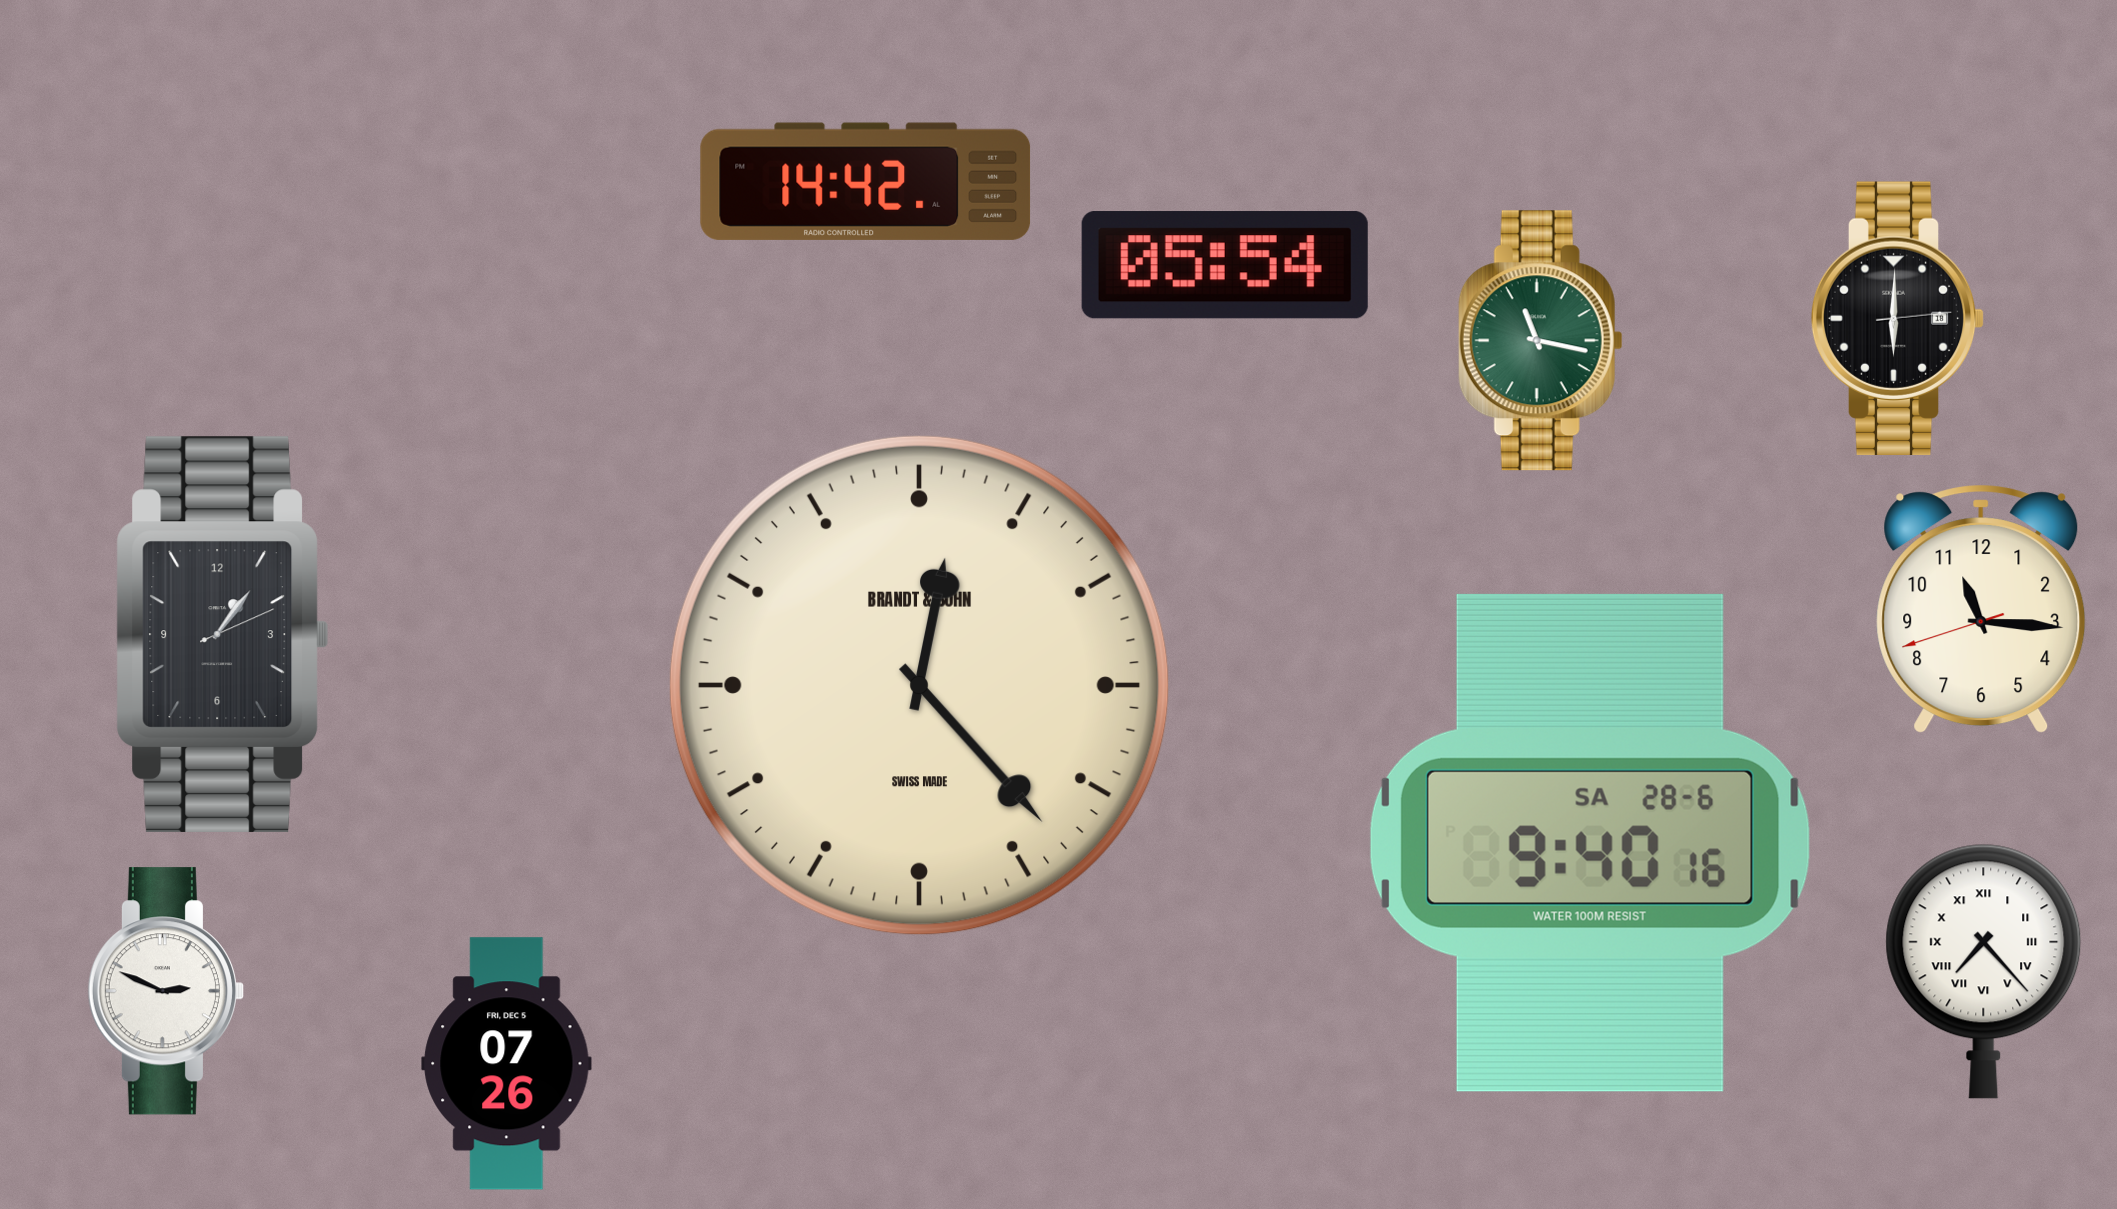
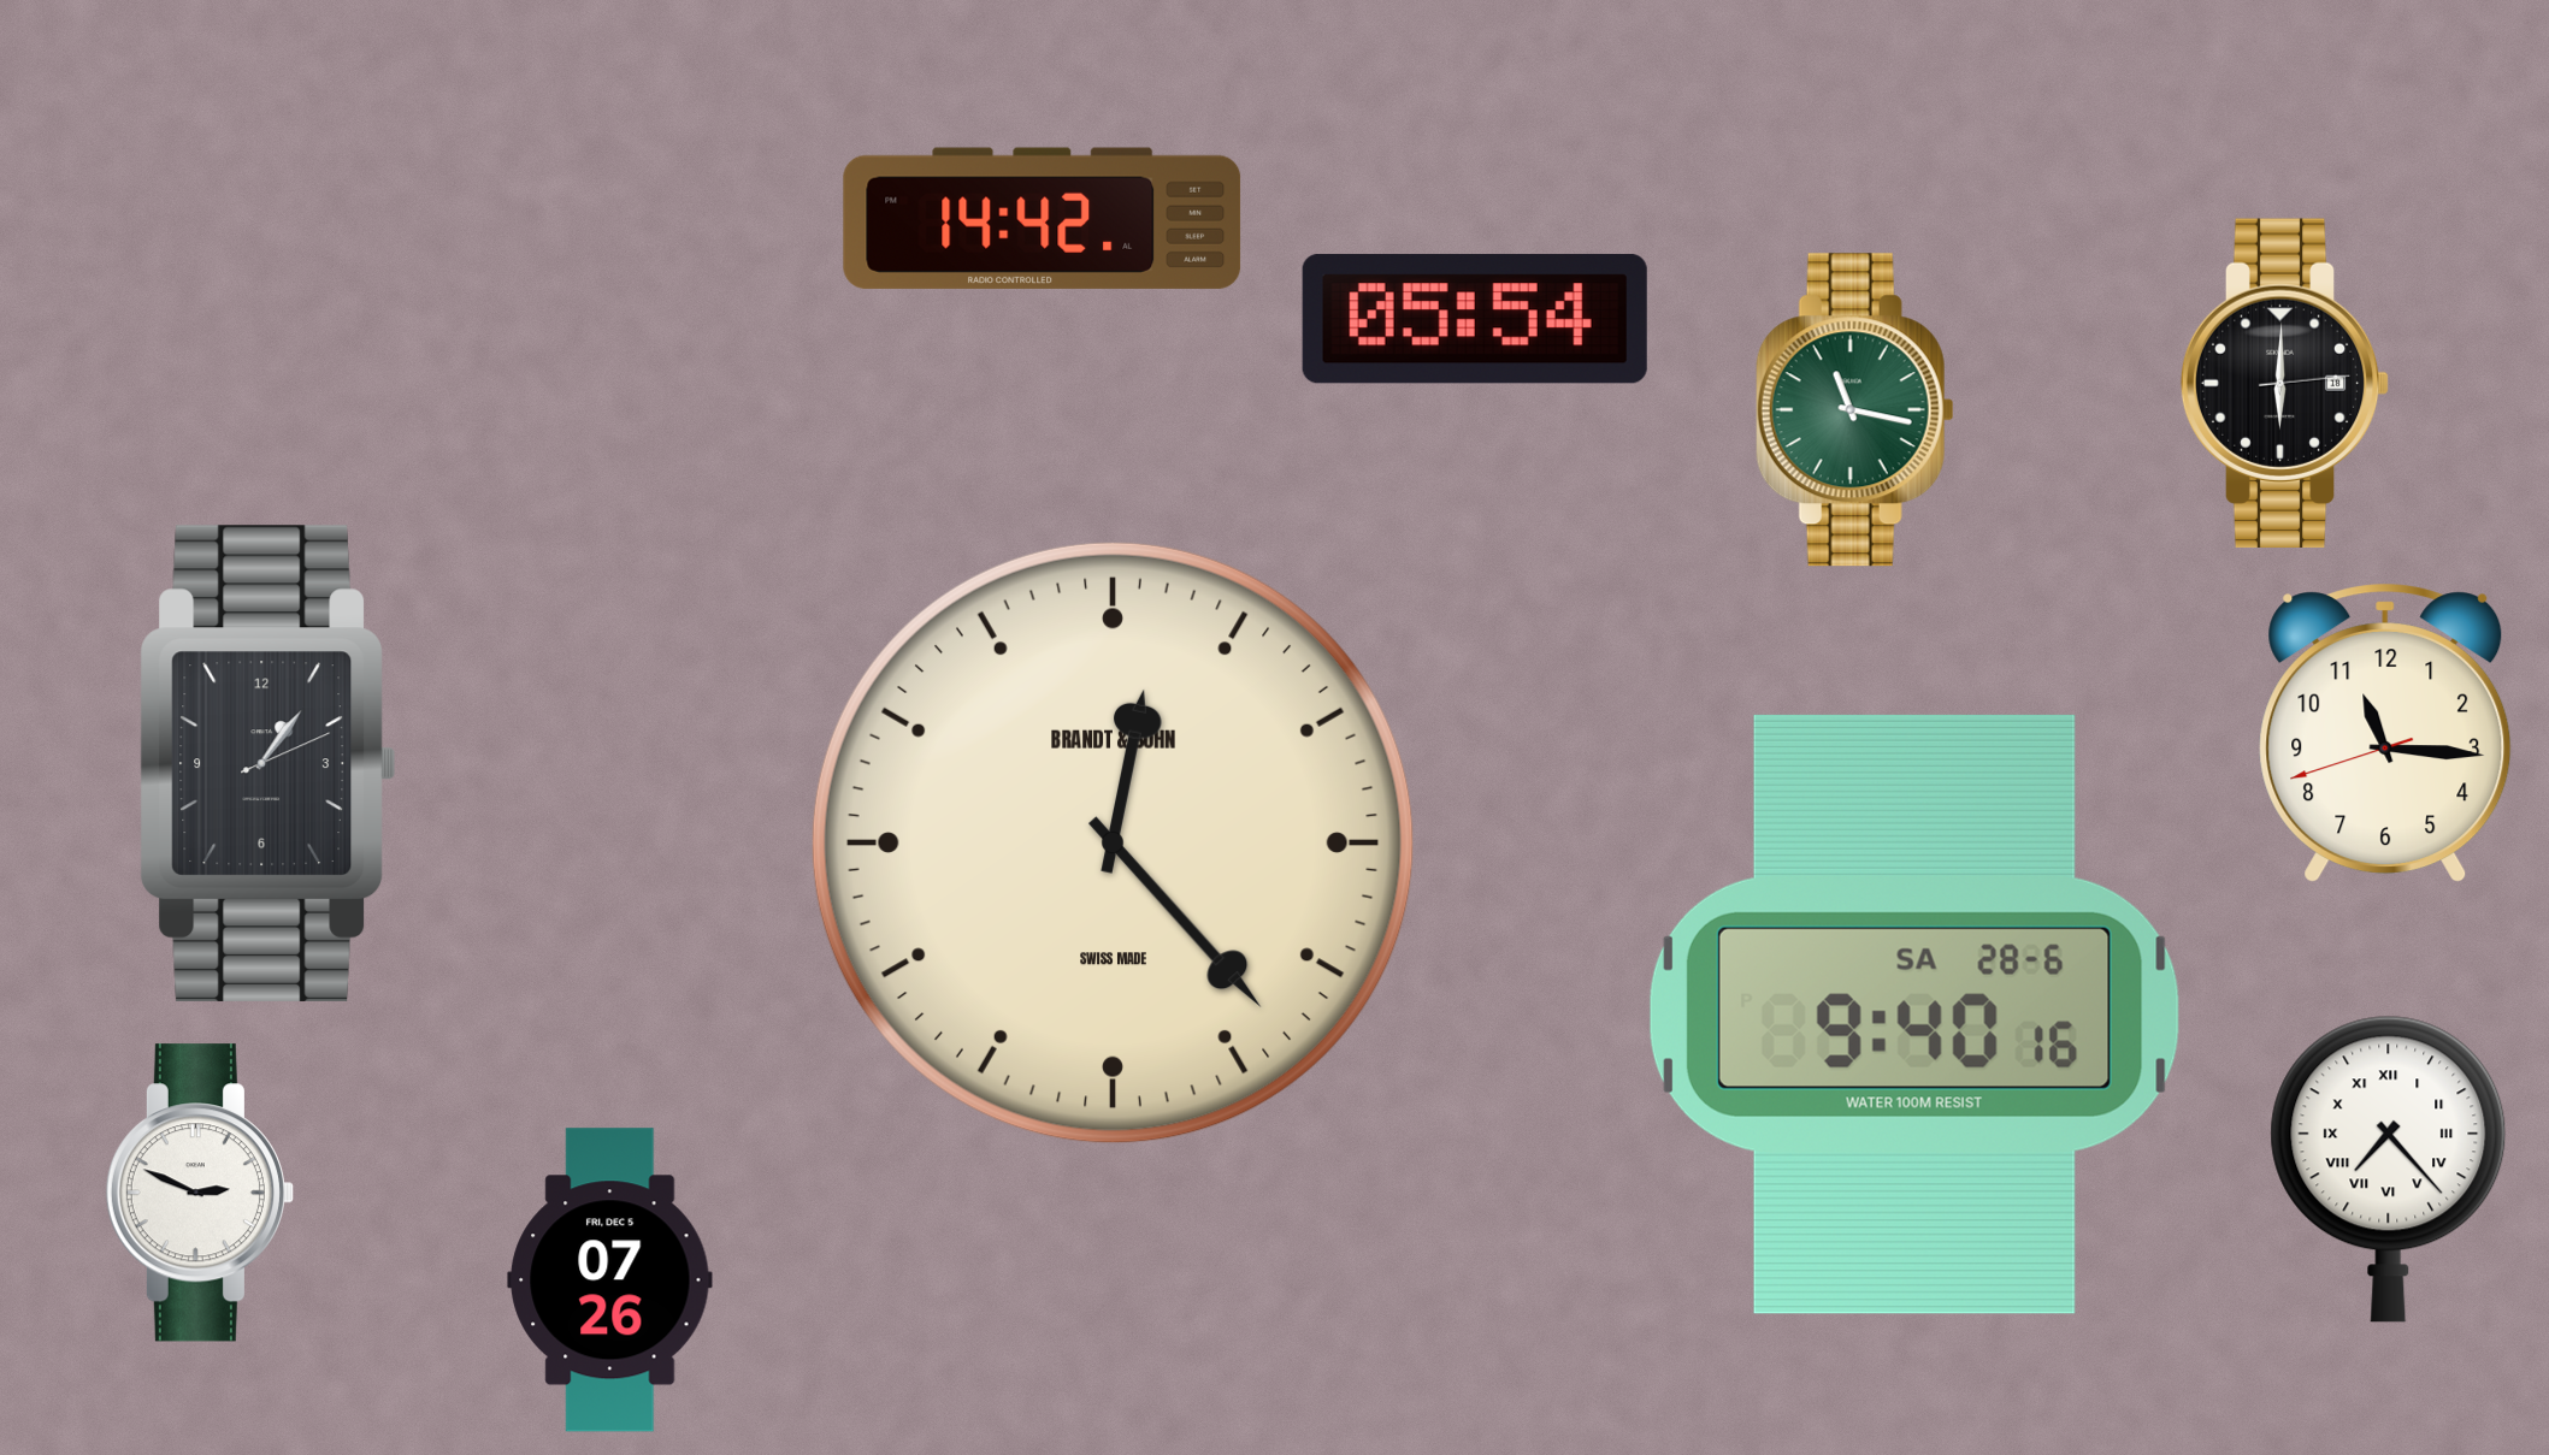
clock at (919, 685) position: (919, 685) -> (1113, 842)
